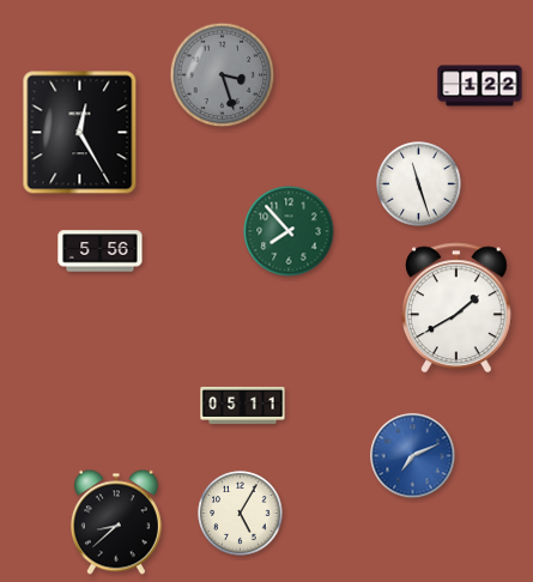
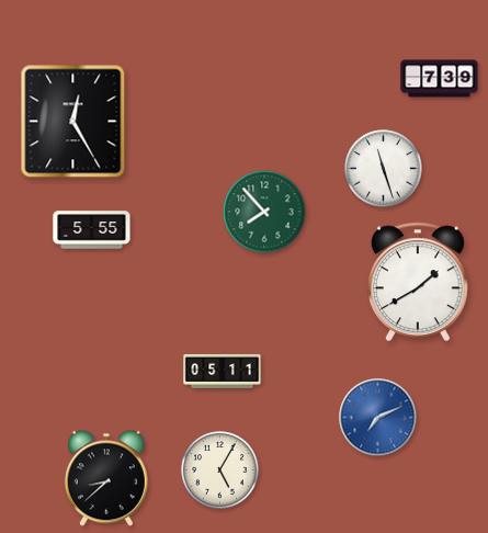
clock at (223, 75): 3:27 -> none
clock at (480, 86): 1:22 -> 7:39
clock at (101, 251): 5:56 -> 5:55
